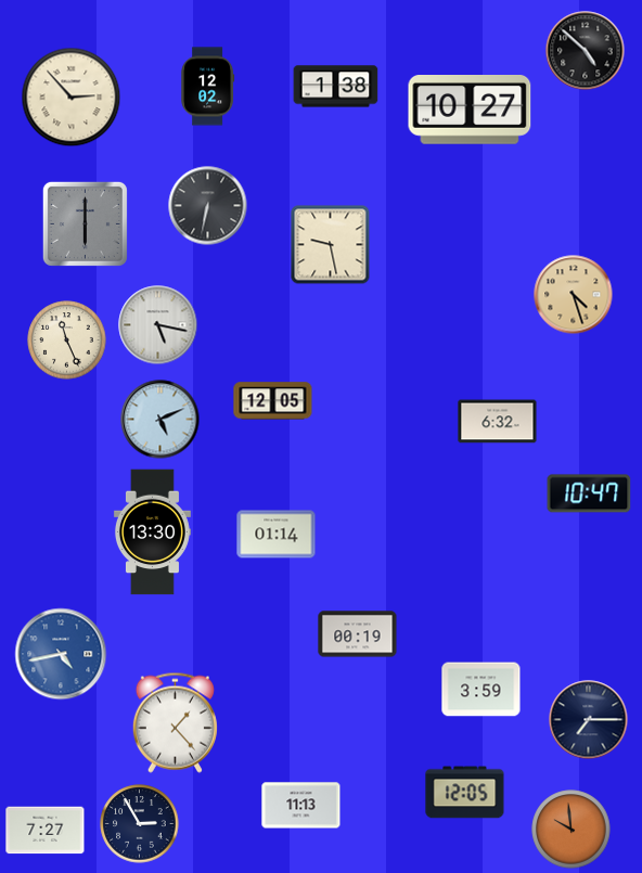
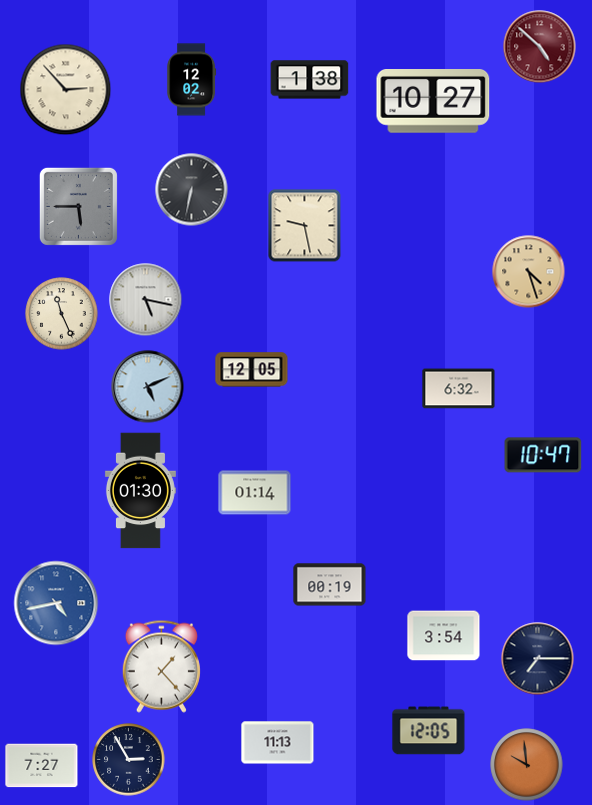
clock at (586, 51) dial: black -> burgundy
clock at (85, 223): 6:00 -> 5:45
clock at (152, 532): 13:30 -> 01:30
clock at (481, 690): 3:59 -> 3:54
clock at (589, 720) position: (589, 720) -> (538, 659)
